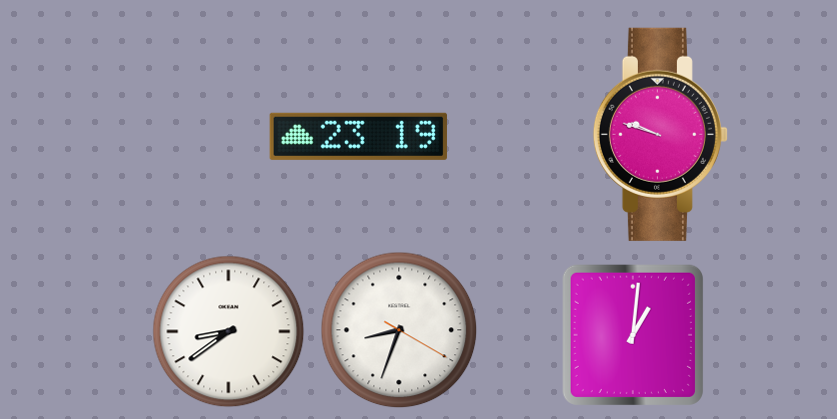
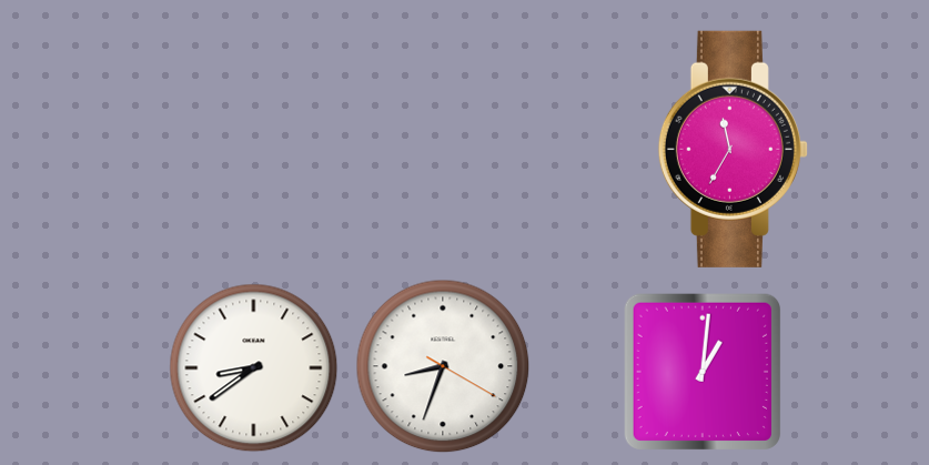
clock at (660, 134): 9:48 -> 11:35
clock at (358, 136): 23:19 -> none
